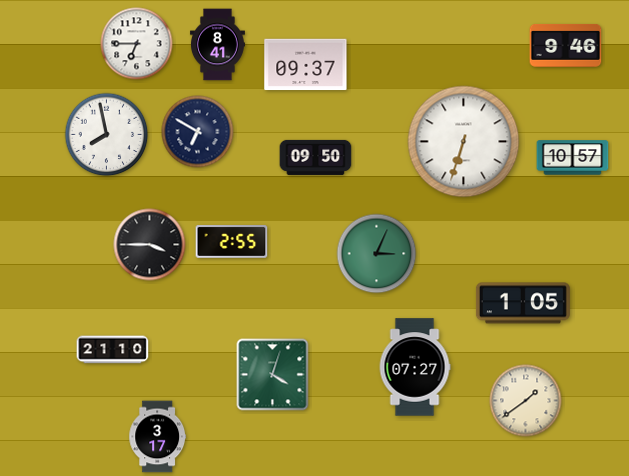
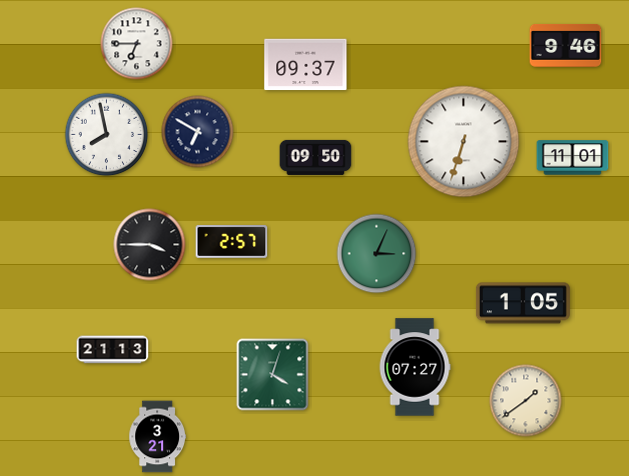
clock at (217, 45): 8:41 -> none
clock at (573, 158): 10:57 -> 11:01
clock at (232, 242): 2:55 -> 2:57
clock at (113, 350): 21:10 -> 21:13
clock at (157, 437): 3:17 -> 3:21
